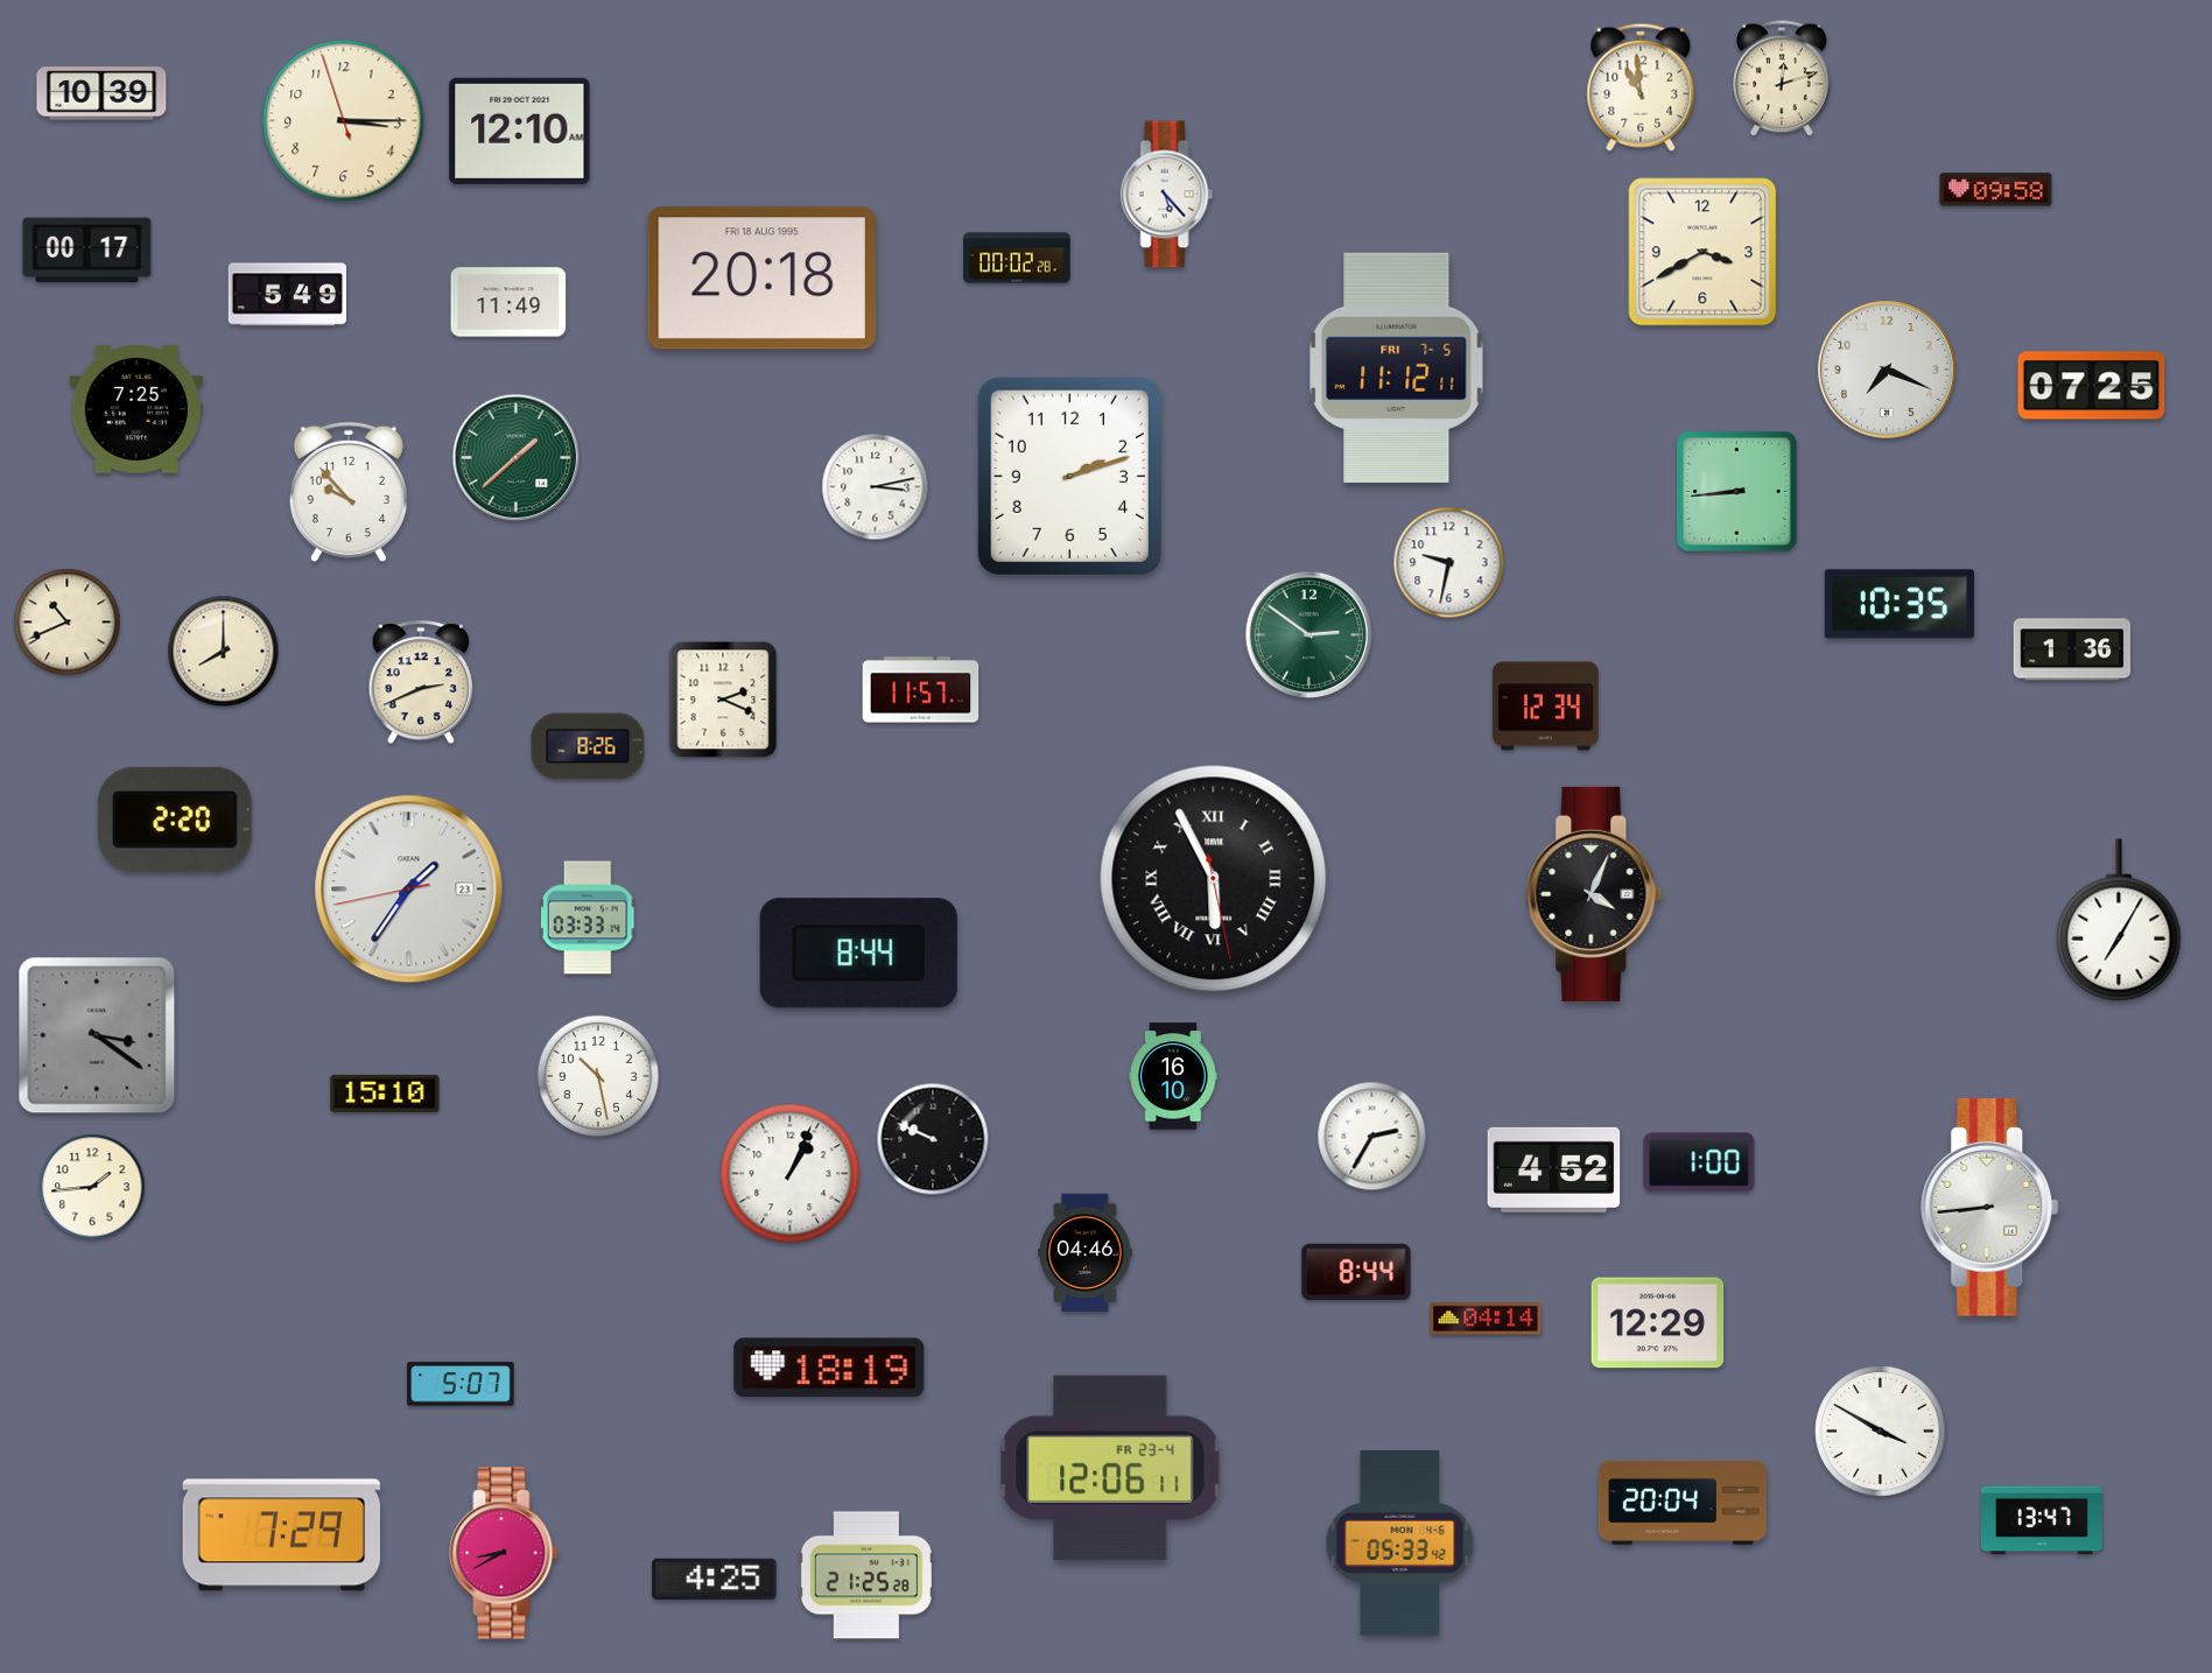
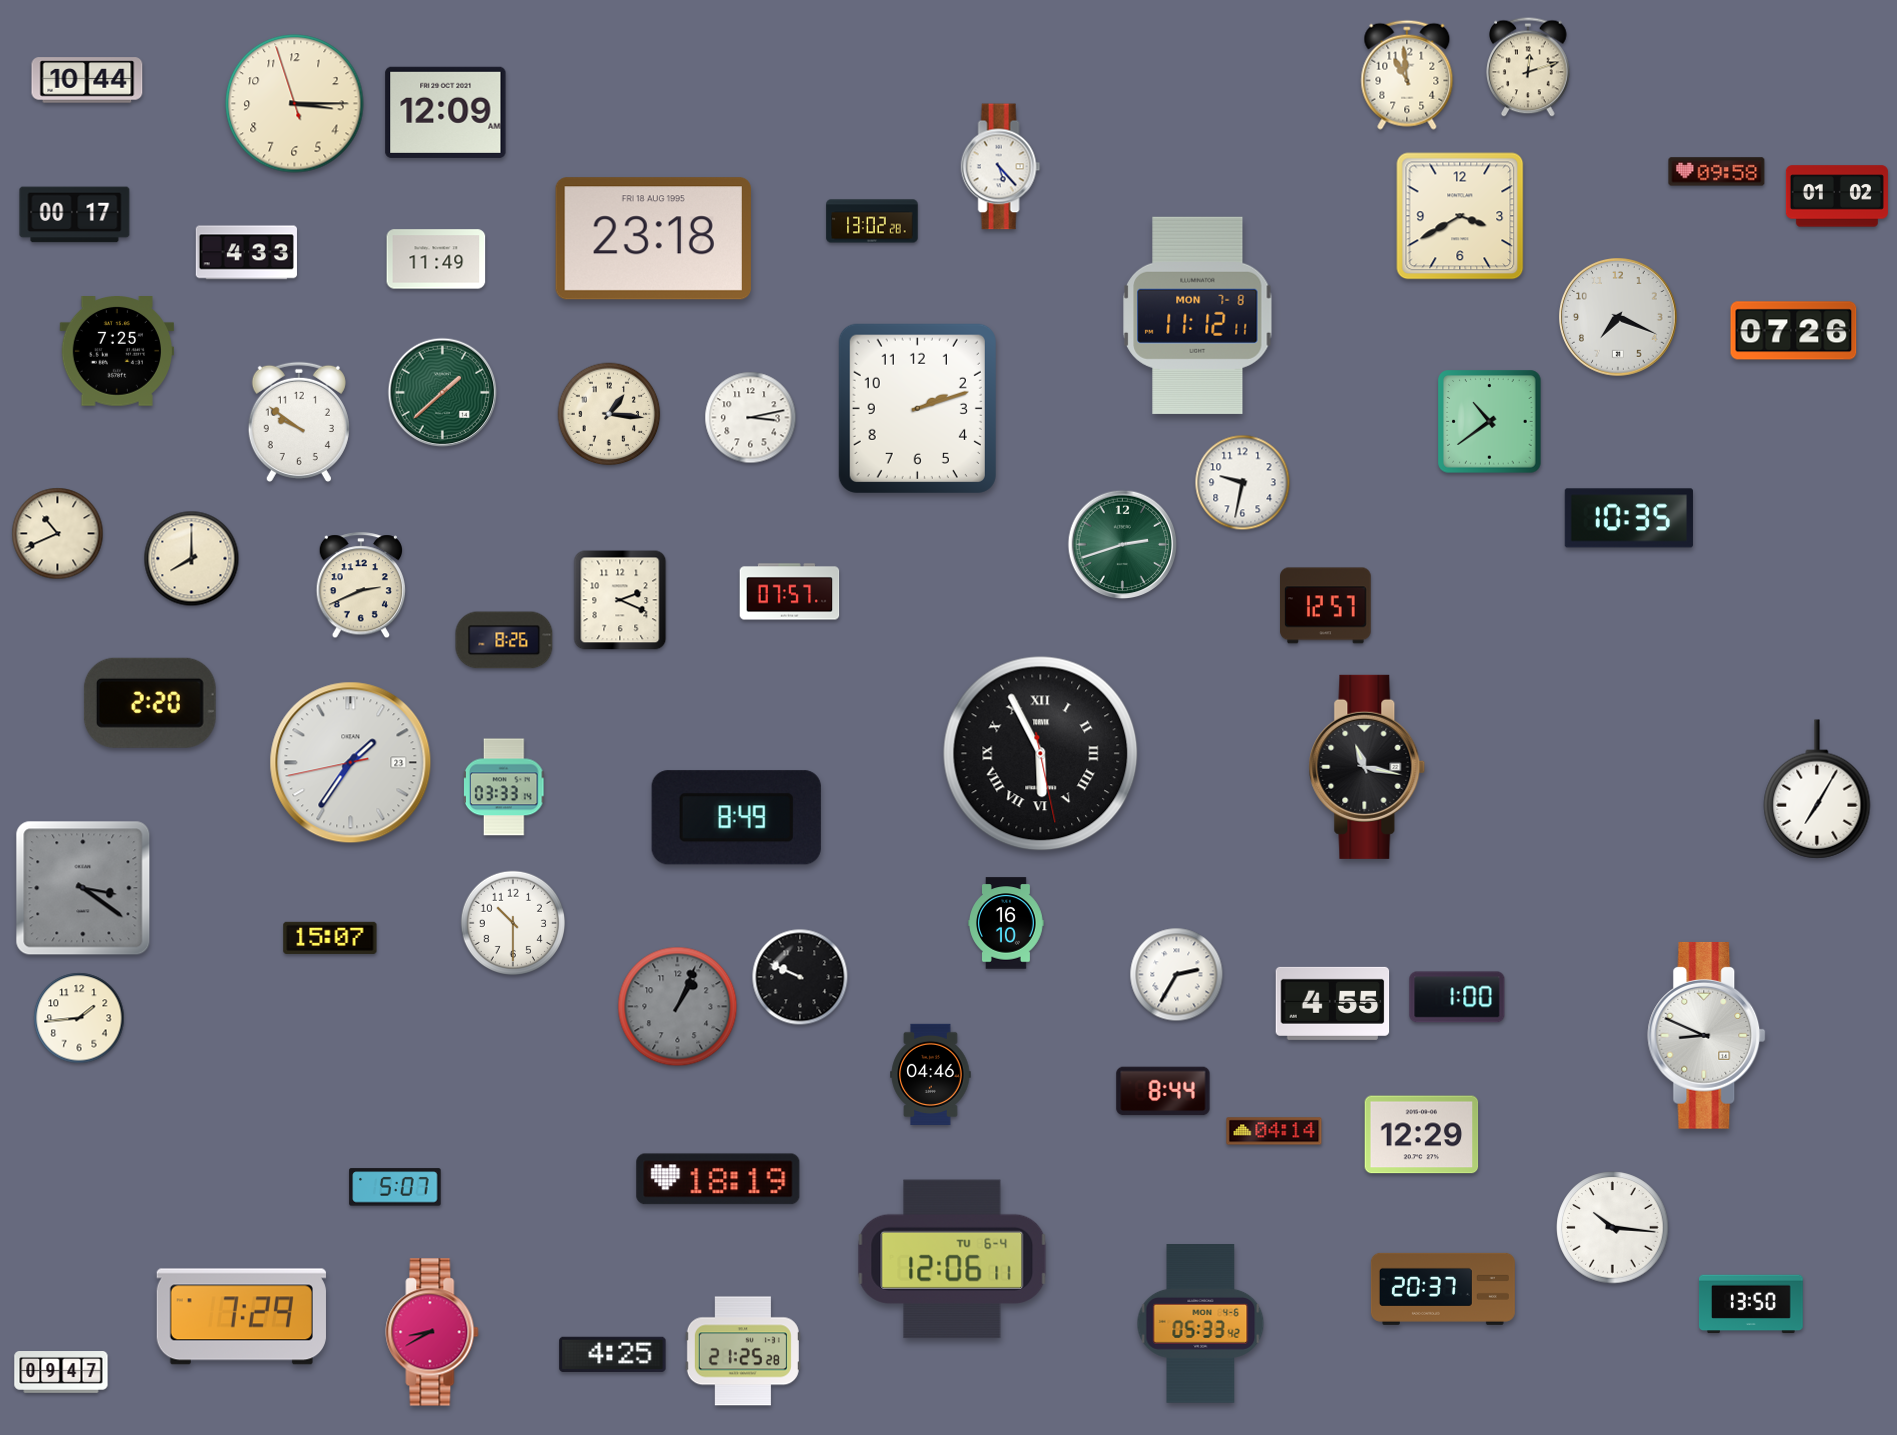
clock at (101, 93): 10:39 -> 10:44
clock at (520, 131): 12:10 -> 12:09
clock at (1996, 190) position: (1996, 190) -> (1717, 172)
clock at (1837, 196): none -> 01:02
clock at (1017, 258): 00:02 -> 13:02
clock at (761, 279): 20:18 -> 23:18
clock at (287, 295): 5:49 -> 4:33
clock at (1397, 367) date: FRI 7-5 -> MON 7-8
clock at (2092, 386): 07:25 -> 07:26
clock at (609, 414): none -> 1:16
clock at (349, 492): 9:53 -> 9:51
clock at (1737, 492): 8:44 -> 10:39
clock at (1309, 635): 2:51 -> 2:42
clock at (2072, 649): 1:36 -> none
clock at (921, 690): 11:57 -> 07:57
clock at (1546, 707): 12:34 -> 12:57
clock at (1594, 894): 4:04 -> 11:17
clock at (858, 954): 8:44 -> 8:49
clock at (598, 1076): 10:28 -> 10:30
clock at (385, 1094): 15:10 -> 15:07
clock at (1554, 1169): 4:52 -> 4:55
clock at (791, 1174) dial: white -> grey
clock at (1990, 1208): 8:44 -> 8:49
clock at (829, 1368) position: (829, 1368) -> (718, 1179)
clock at (1881, 1432): 3:50 -> 10:16
clock at (1110, 1468) date: FR 23-4 -> TU 6-4
clock at (1683, 1503): 20:04 -> 20:37
clock at (2042, 1520): 13:47 -> 13:50
clock at (61, 1373): none -> 09:47
